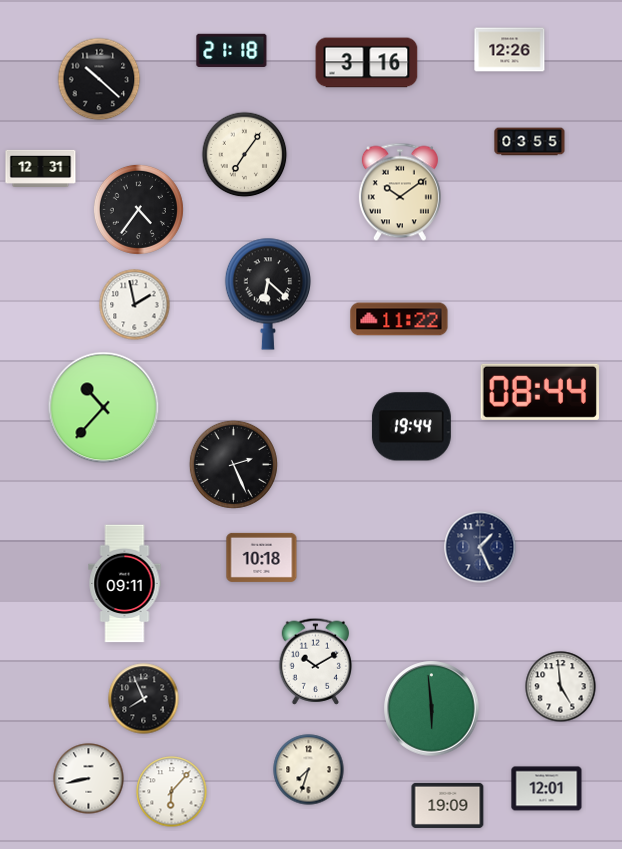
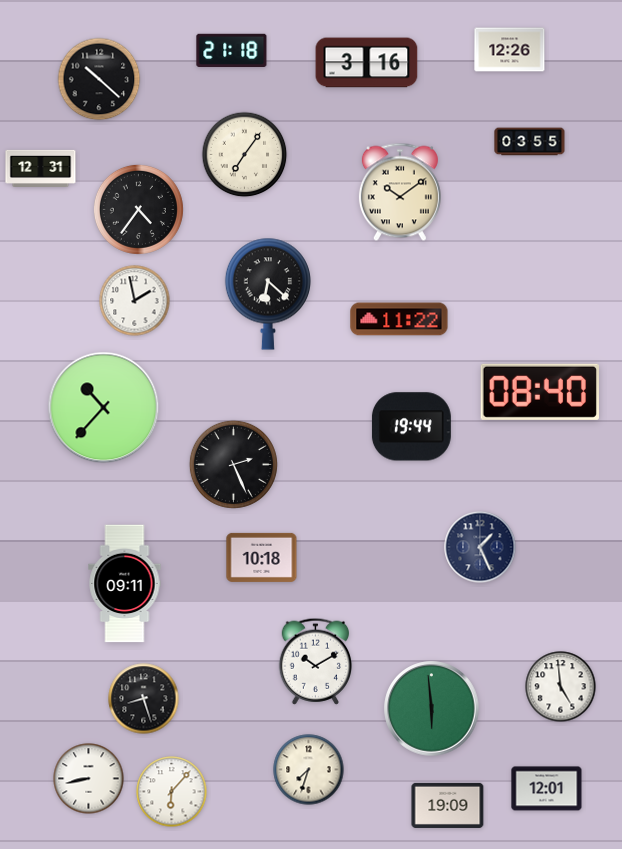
clock at (135, 305) position: (135, 305) -> (135, 301)
clock at (540, 392): 08:44 -> 08:40
clock at (144, 699): 7:56 -> 8:27
